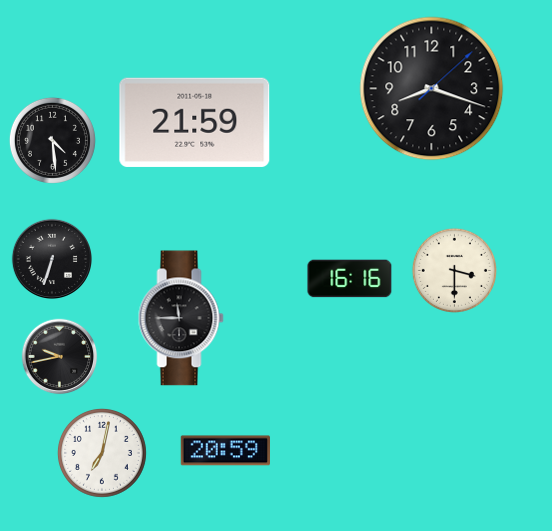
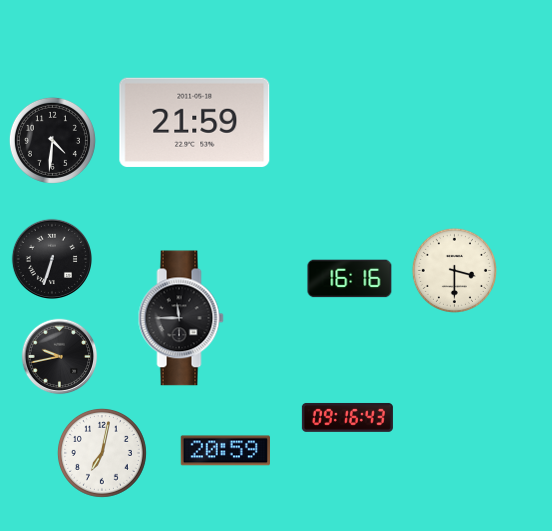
clock at (432, 89): 8:18 -> none
clock at (52, 140): 4:29 -> 4:31
clock at (347, 417): none -> 09:16
